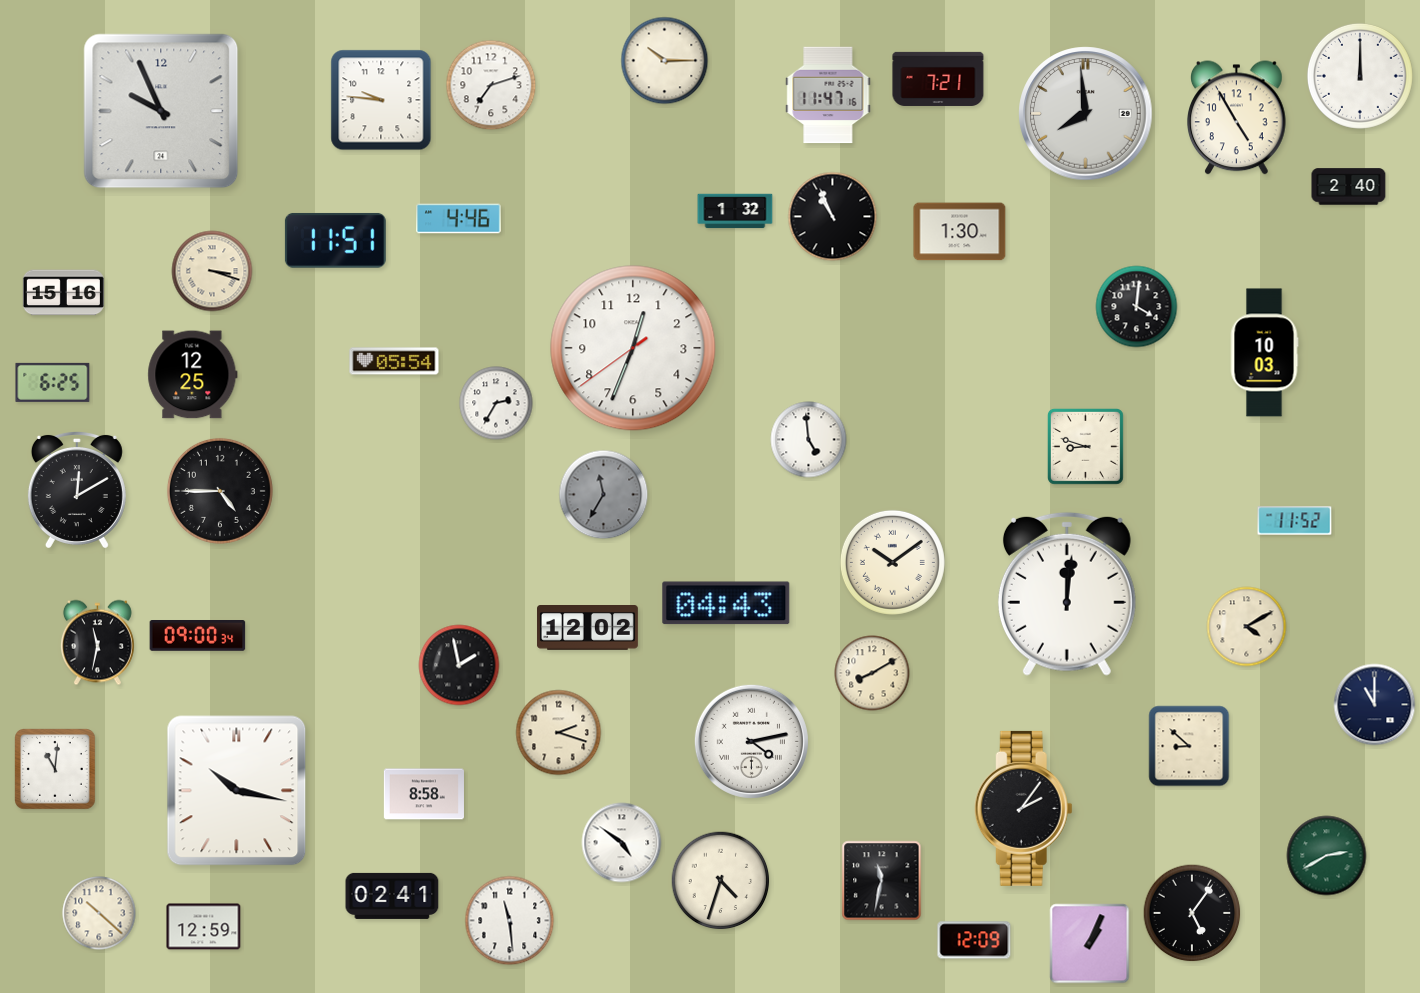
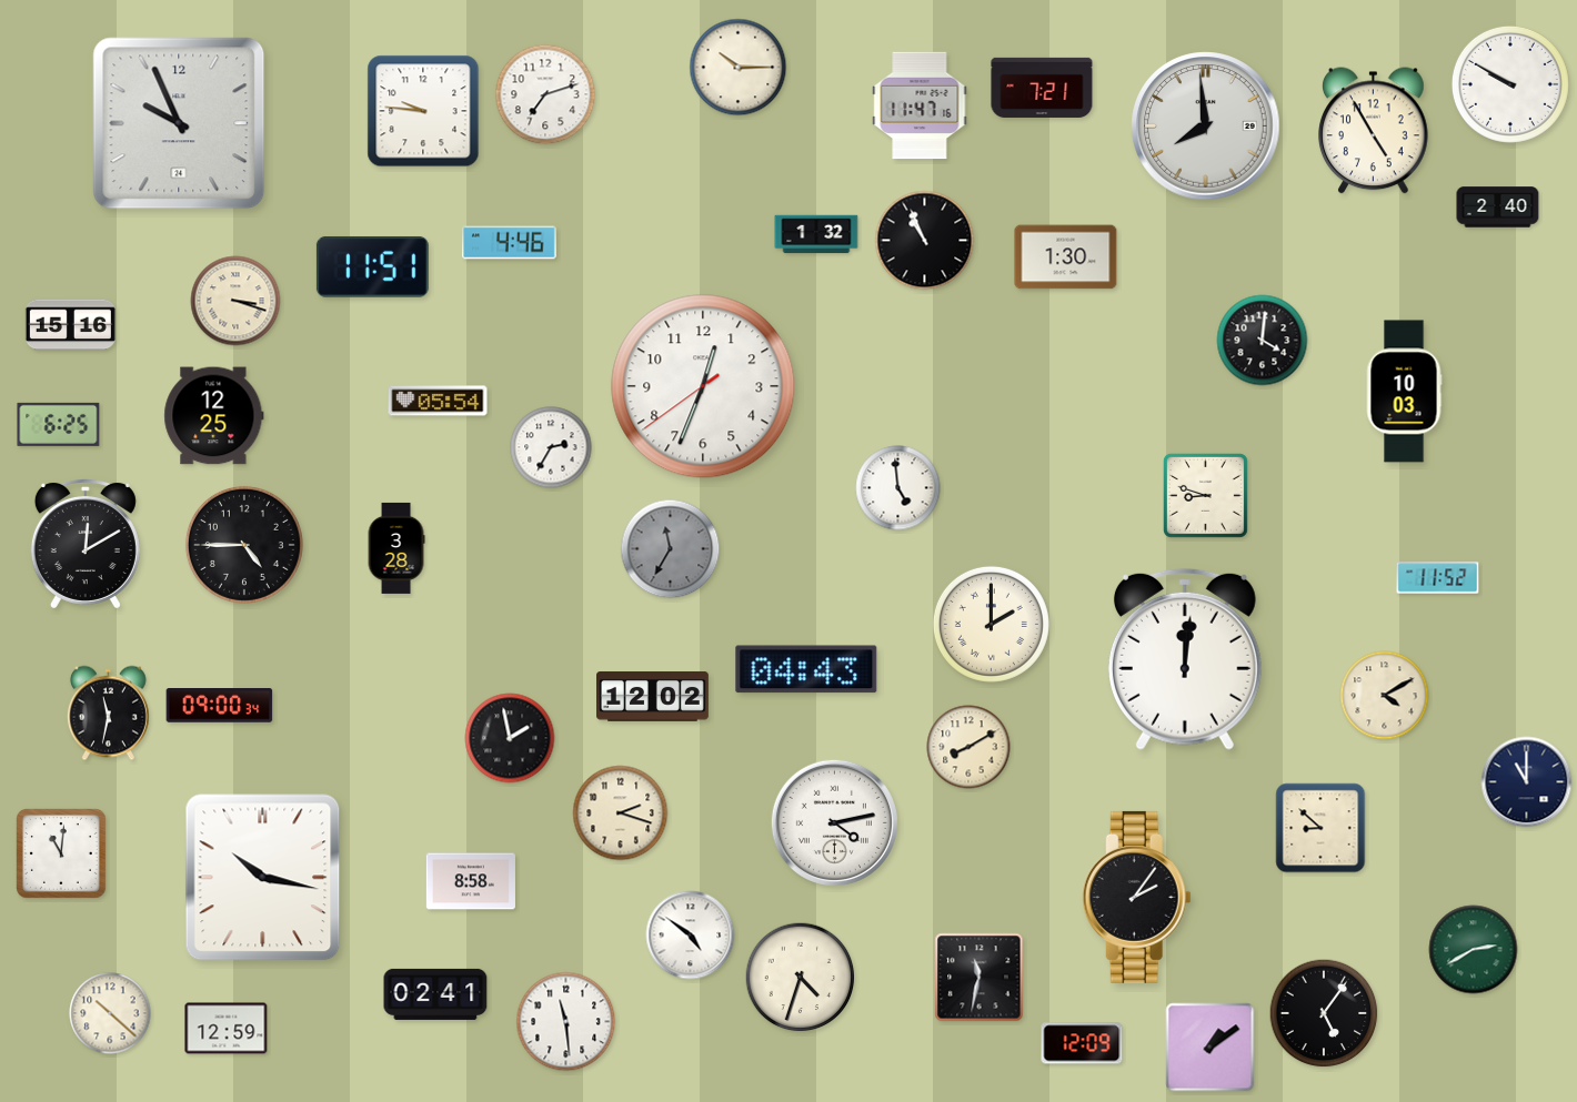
clock at (1360, 76): 12:00 -> 9:50
clock at (396, 548): none -> 3:28
clock at (892, 562): 10:09 -> 2:00
clock at (1090, 944): 1:04 -> 1:09
